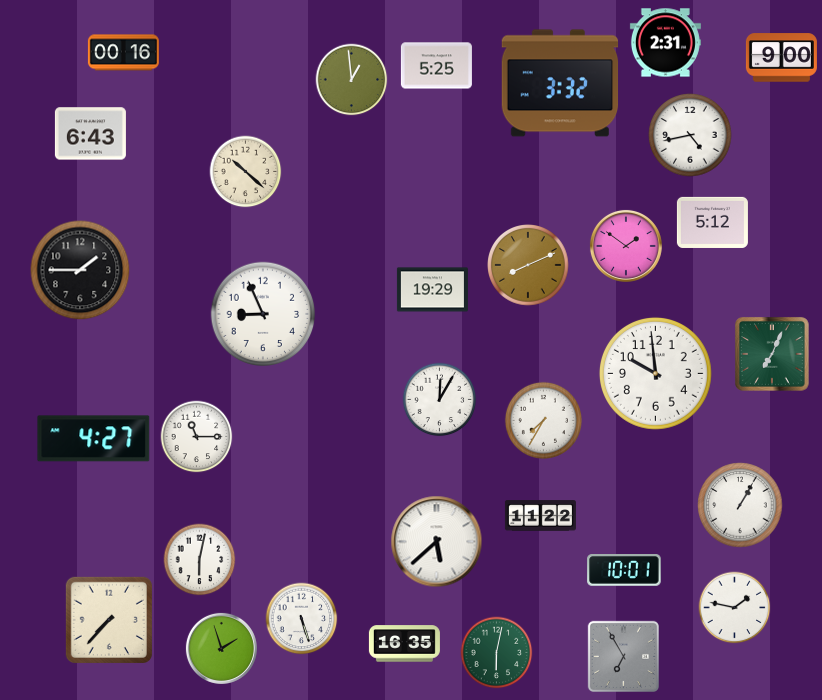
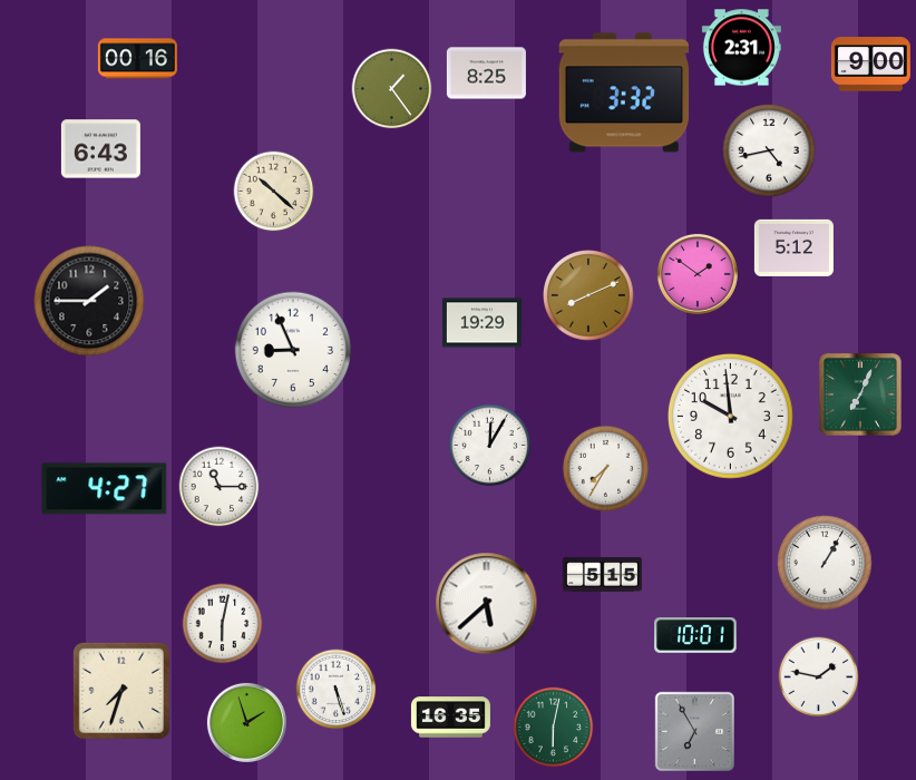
clock at (436, 66): 5:25 -> 8:25
clock at (352, 80): 12:59 -> 1:24
clock at (540, 516): 11:22 -> 5:15
clock at (109, 620): 7:37 -> 7:33
